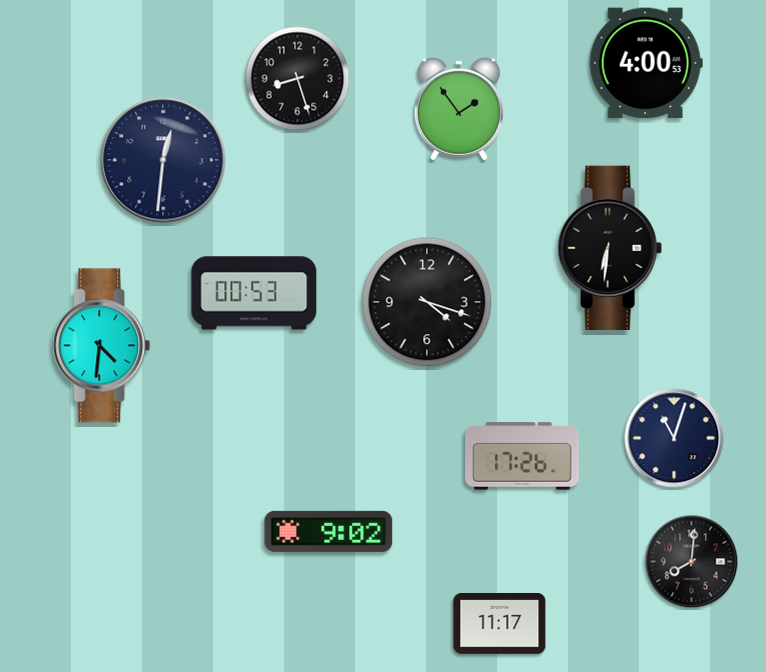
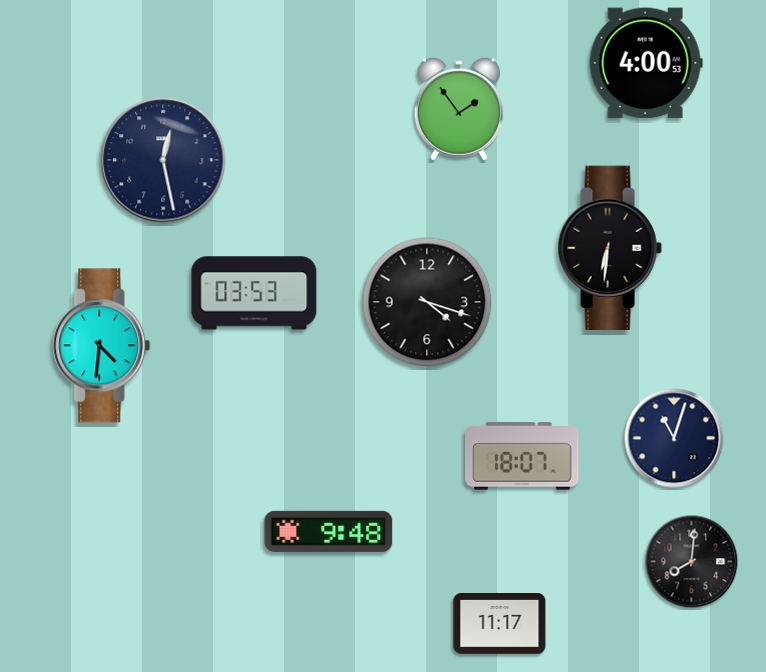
clock at (298, 79): 8:27 -> none
clock at (163, 160): 12:31 -> 12:28
clock at (254, 293): 00:53 -> 03:53
clock at (522, 456): 17:26 -> 18:07
clock at (329, 531): 9:02 -> 9:48
